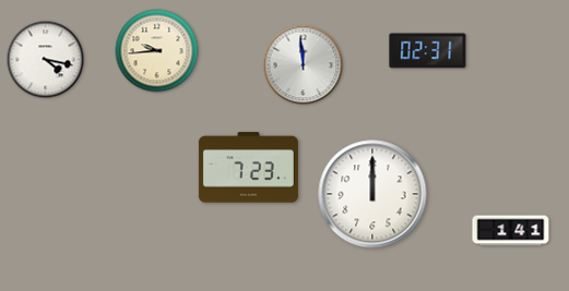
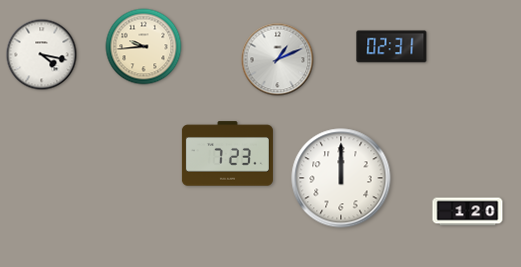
clock at (304, 65): 11:59 -> 1:11
clock at (511, 231): 1:41 -> 1:20
